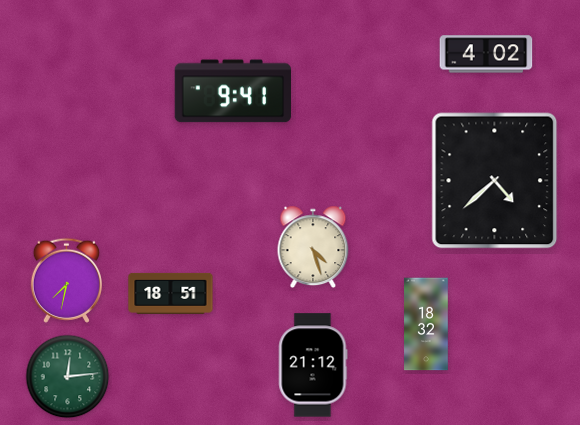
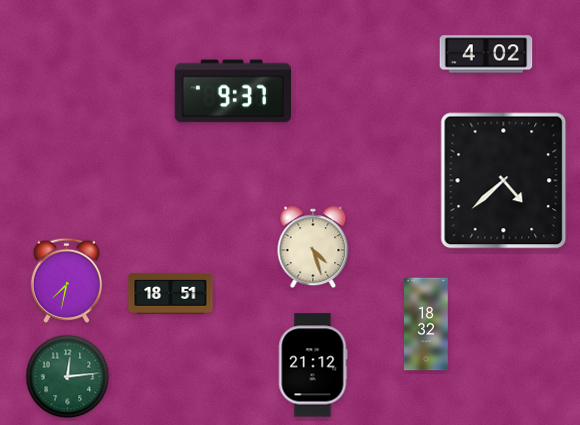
clock at (233, 91): 9:41 -> 9:37
clock at (495, 181) position: (495, 181) -> (504, 181)
